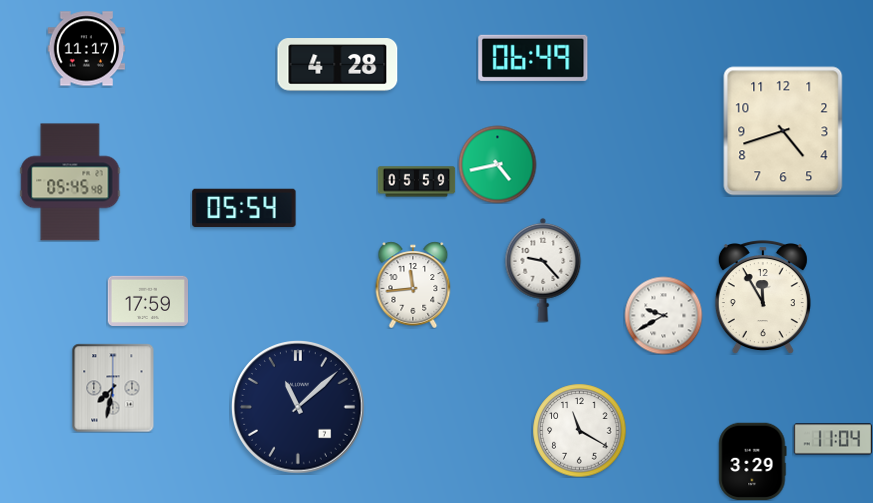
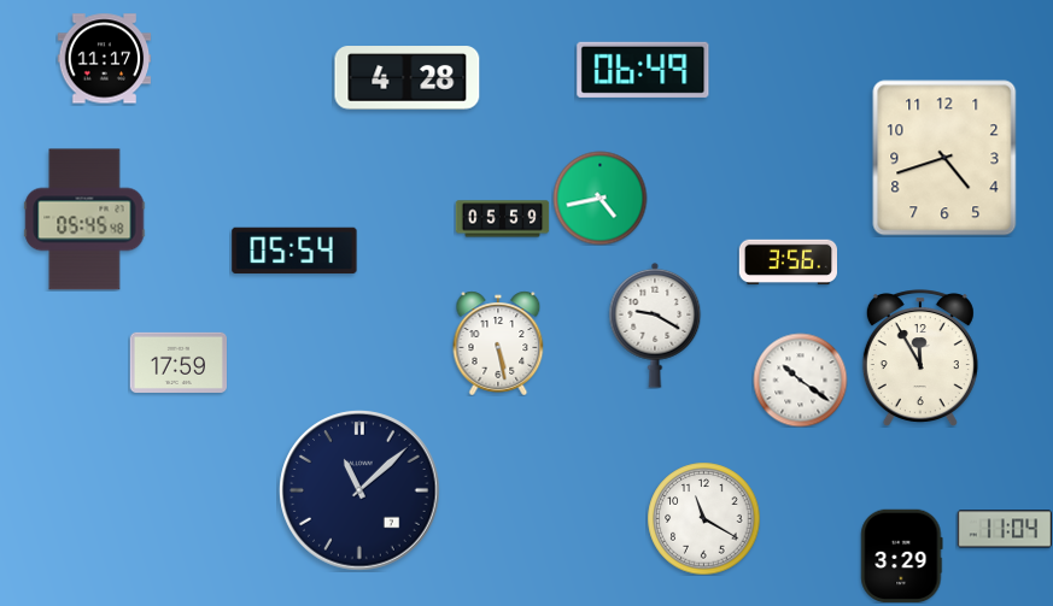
clock at (788, 263): none -> 3:56
clock at (543, 270): 9:23 -> 9:20
clock at (413, 285): 11:44 -> 5:28
clock at (663, 315): 9:40 -> 10:21
clock at (113, 388): 7:32 -> none
clock at (579, 430) position: (579, 430) -> (703, 518)
clock at (753, 461) position: (753, 461) -> (902, 555)
